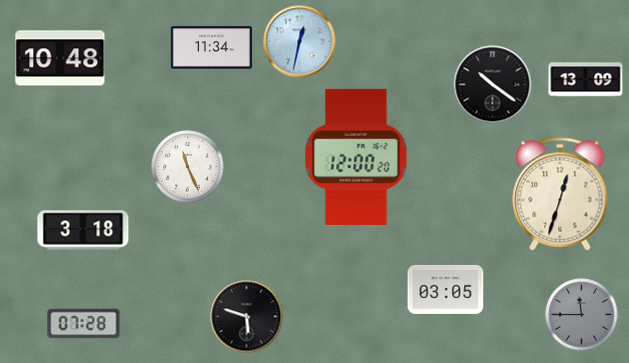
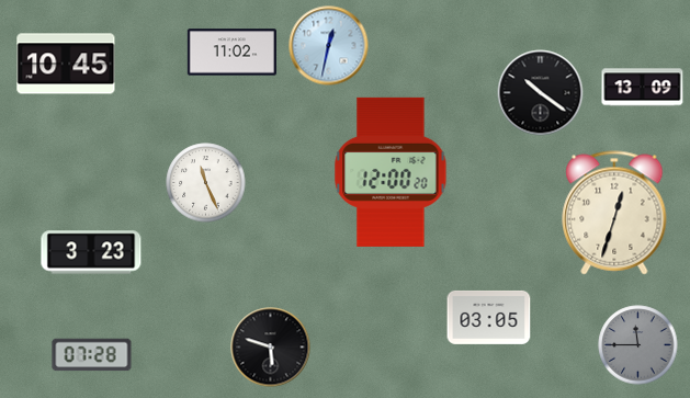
clock at (211, 48): 11:34 -> 11:02
clock at (60, 58): 10:48 -> 10:45
clock at (83, 230): 3:18 -> 3:23
